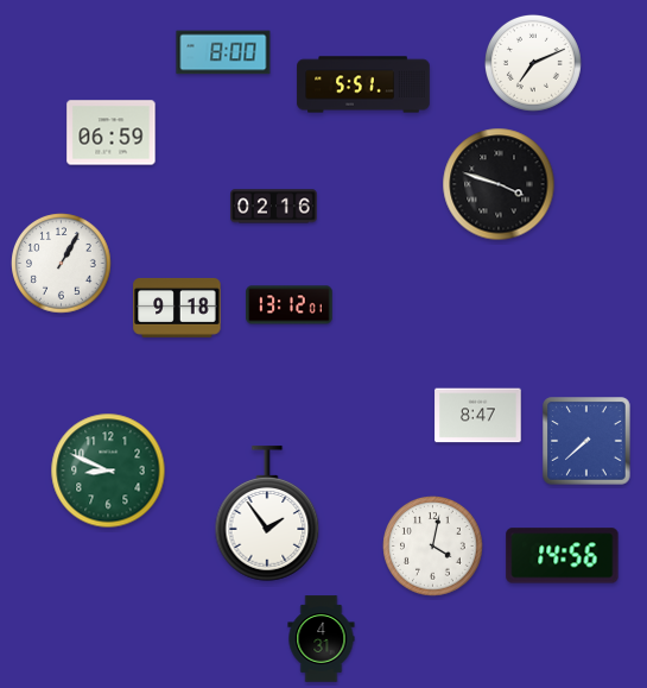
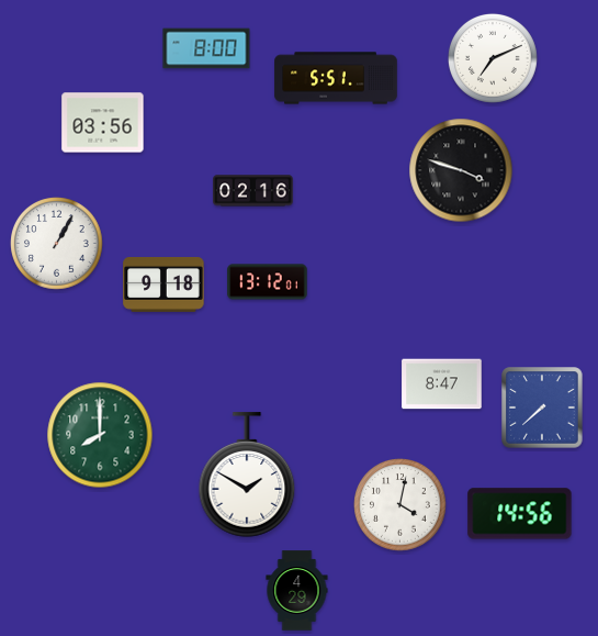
clock at (112, 133): 06:59 -> 03:56
clock at (108, 471): 8:49 -> 8:00
clock at (267, 513): 1:54 -> 1:50
clock at (322, 639): 4:31 -> 4:29
